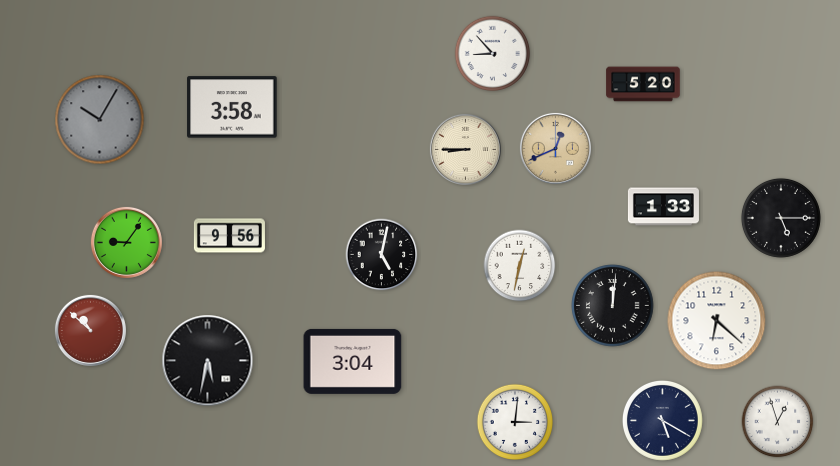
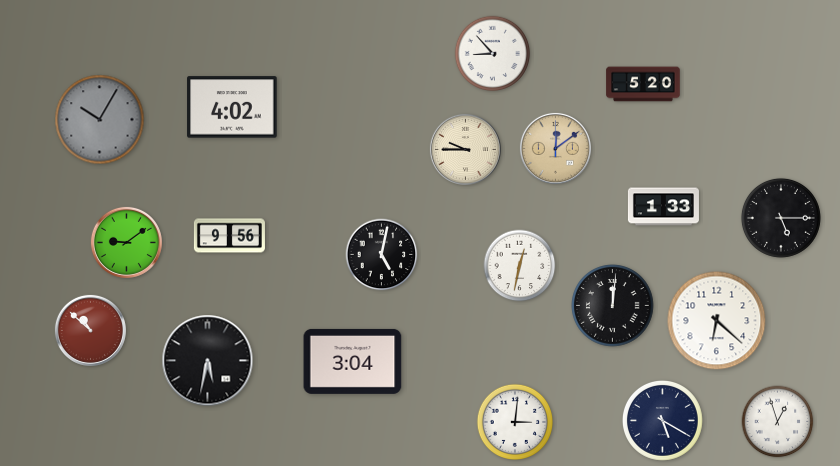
clock at (232, 107): 3:58 -> 4:02
clock at (555, 148): 12:41 -> 12:09
clock at (465, 149): 8:45 -> 9:45
clock at (126, 242): 9:06 -> 9:09
